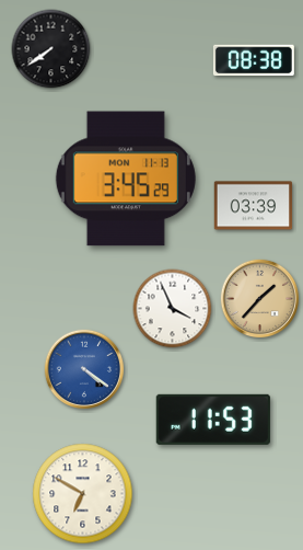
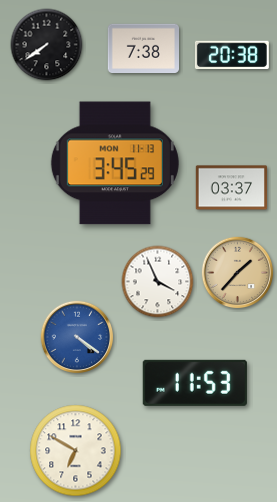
clock at (144, 49): none -> 7:38
clock at (254, 60): 08:38 -> 20:38
clock at (254, 206): 03:39 -> 03:37
